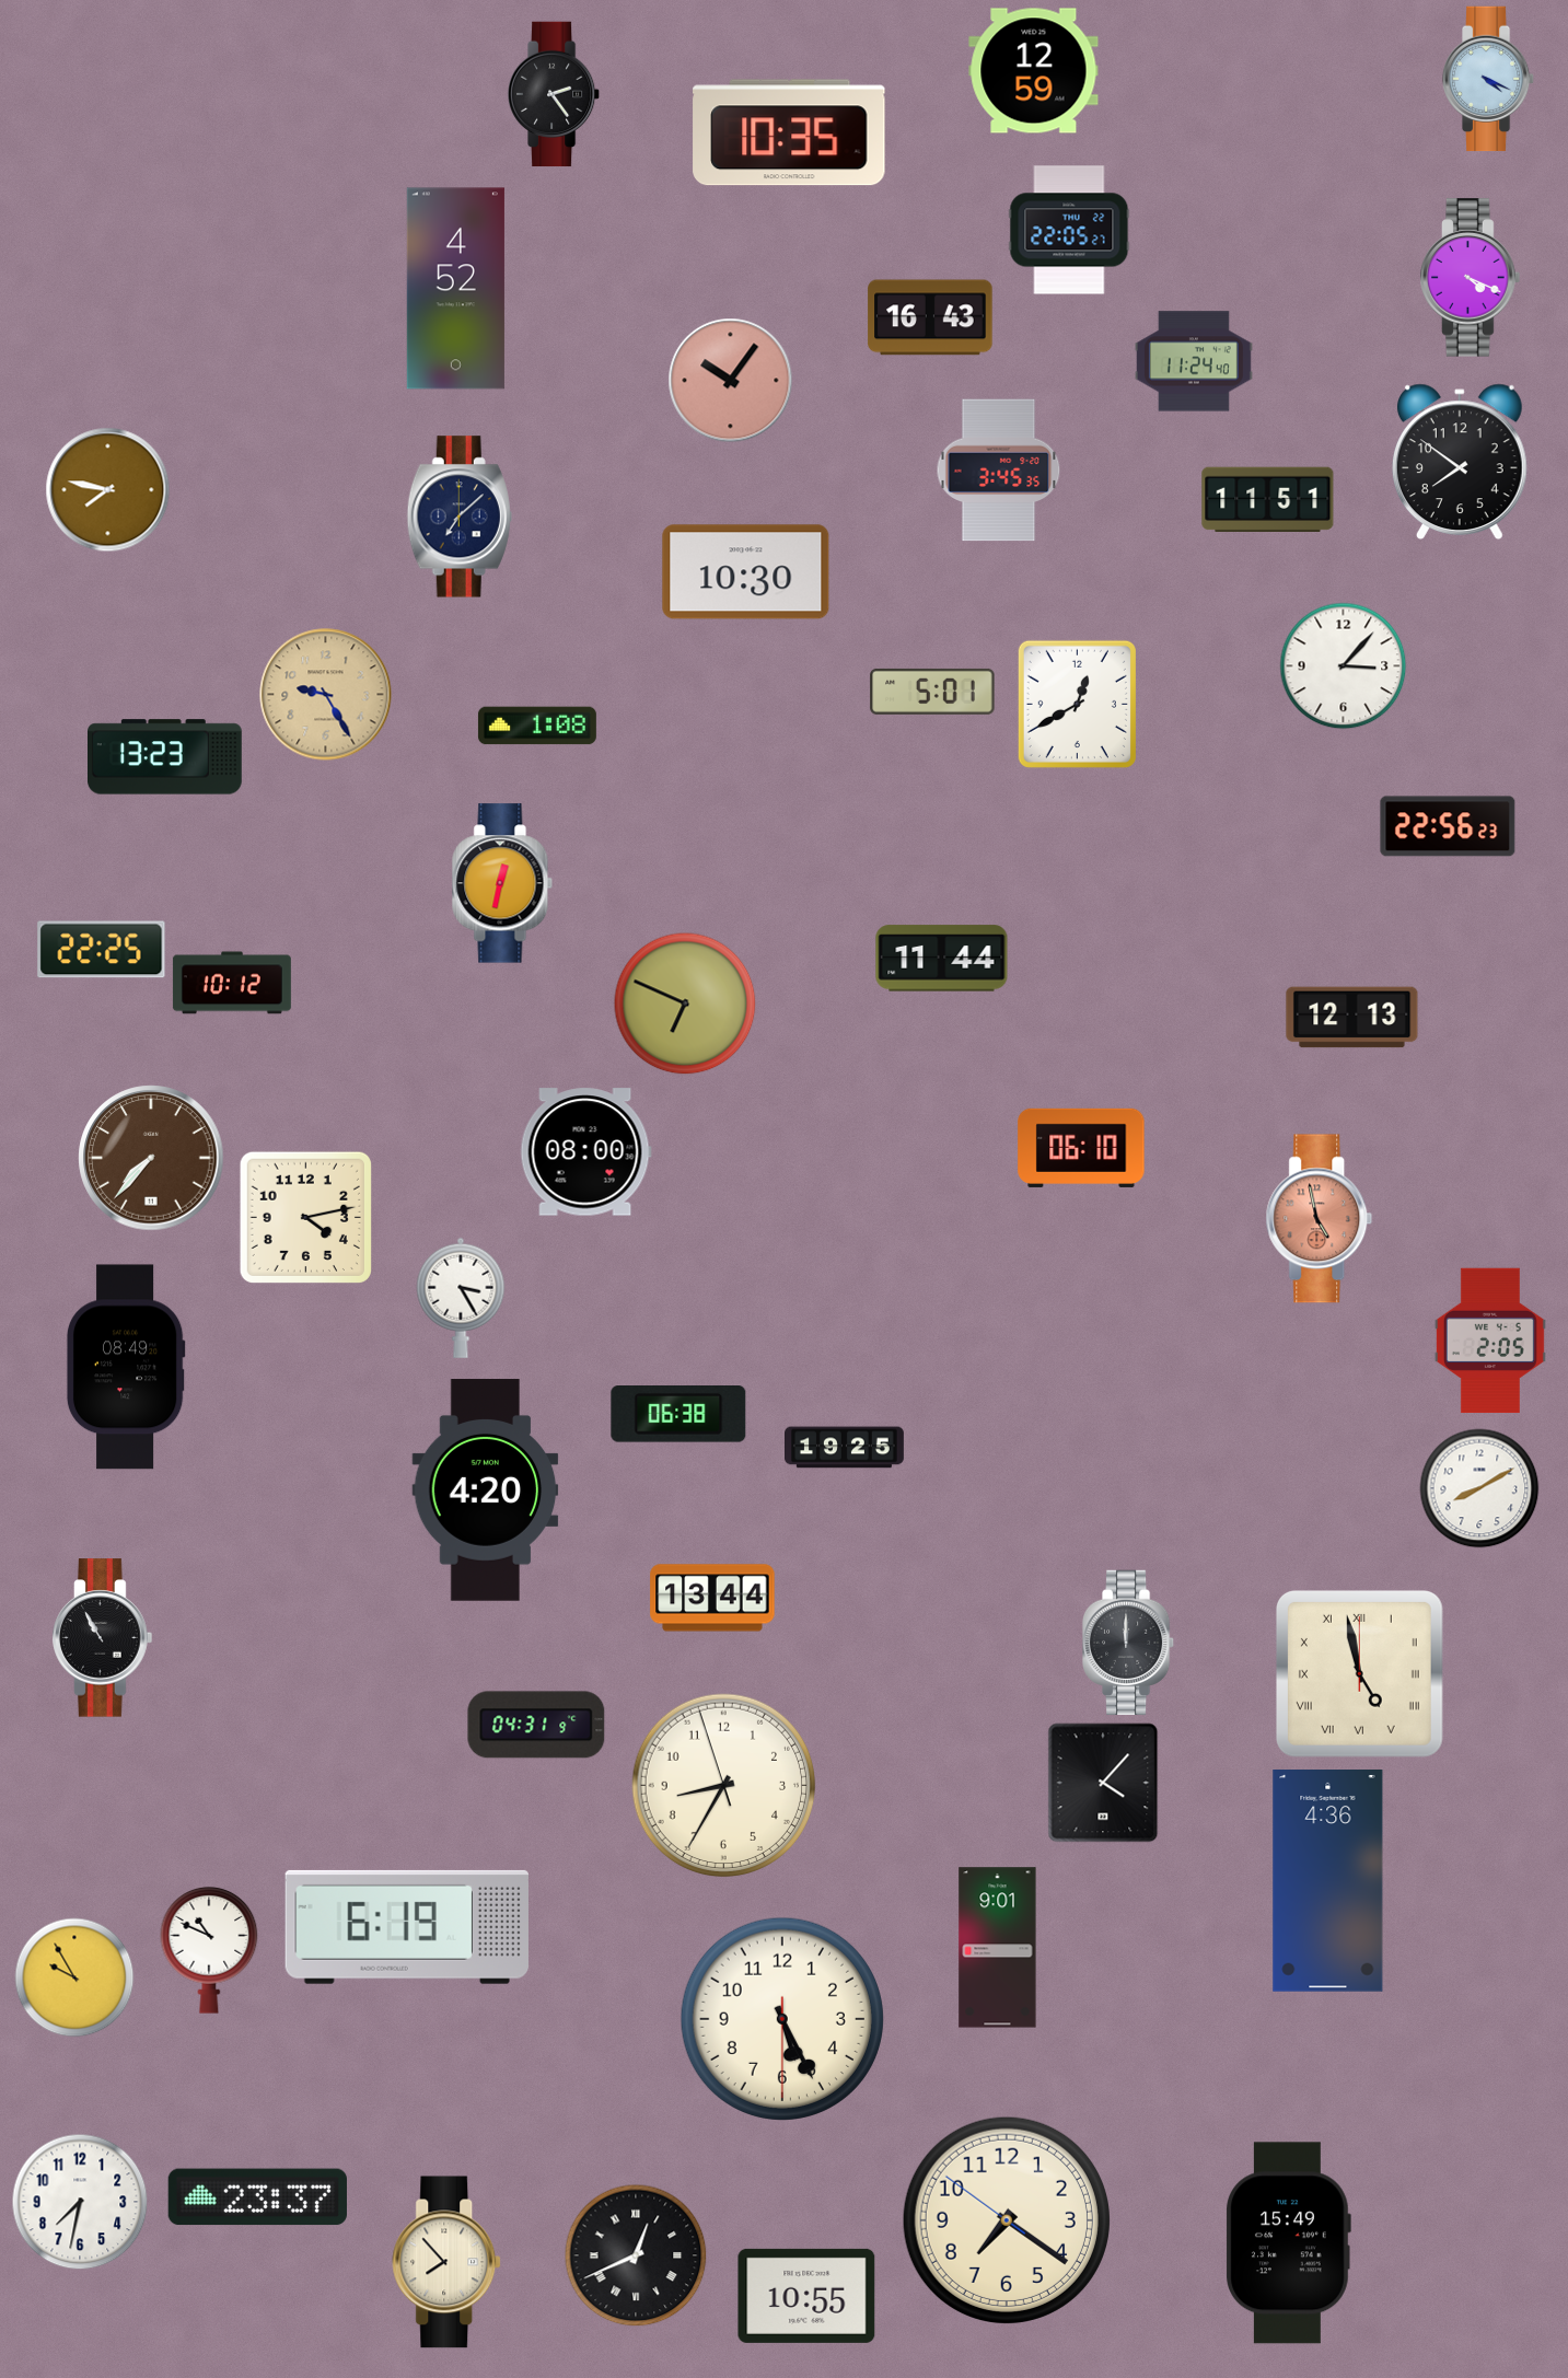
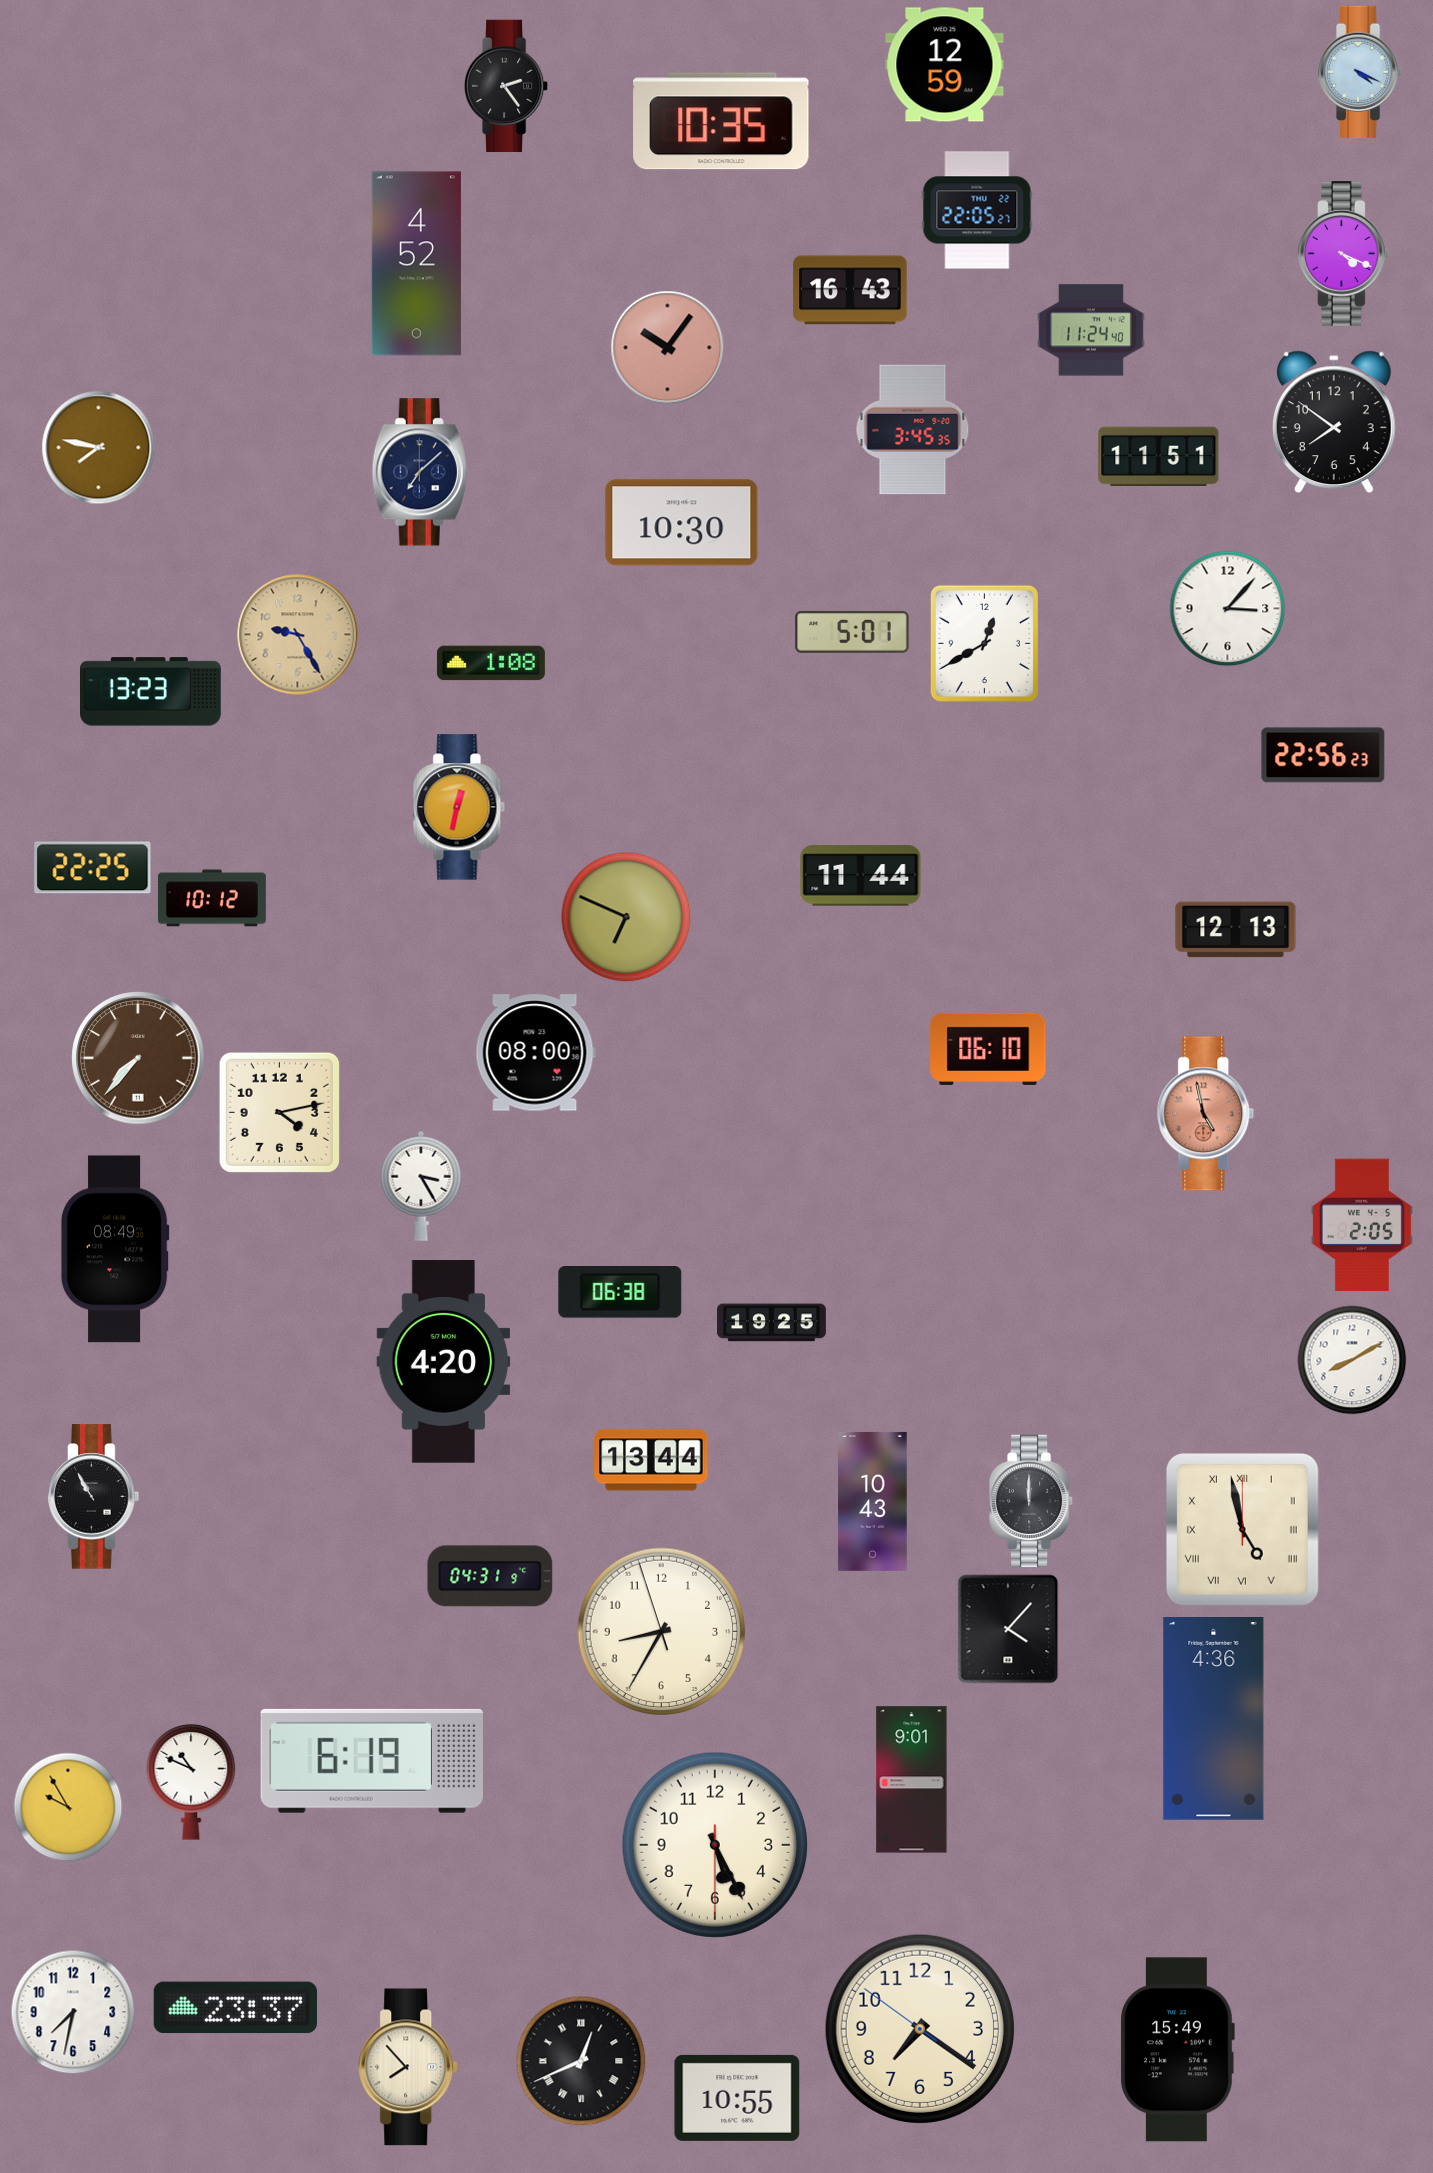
clock at (873, 1501): none -> 10:43
